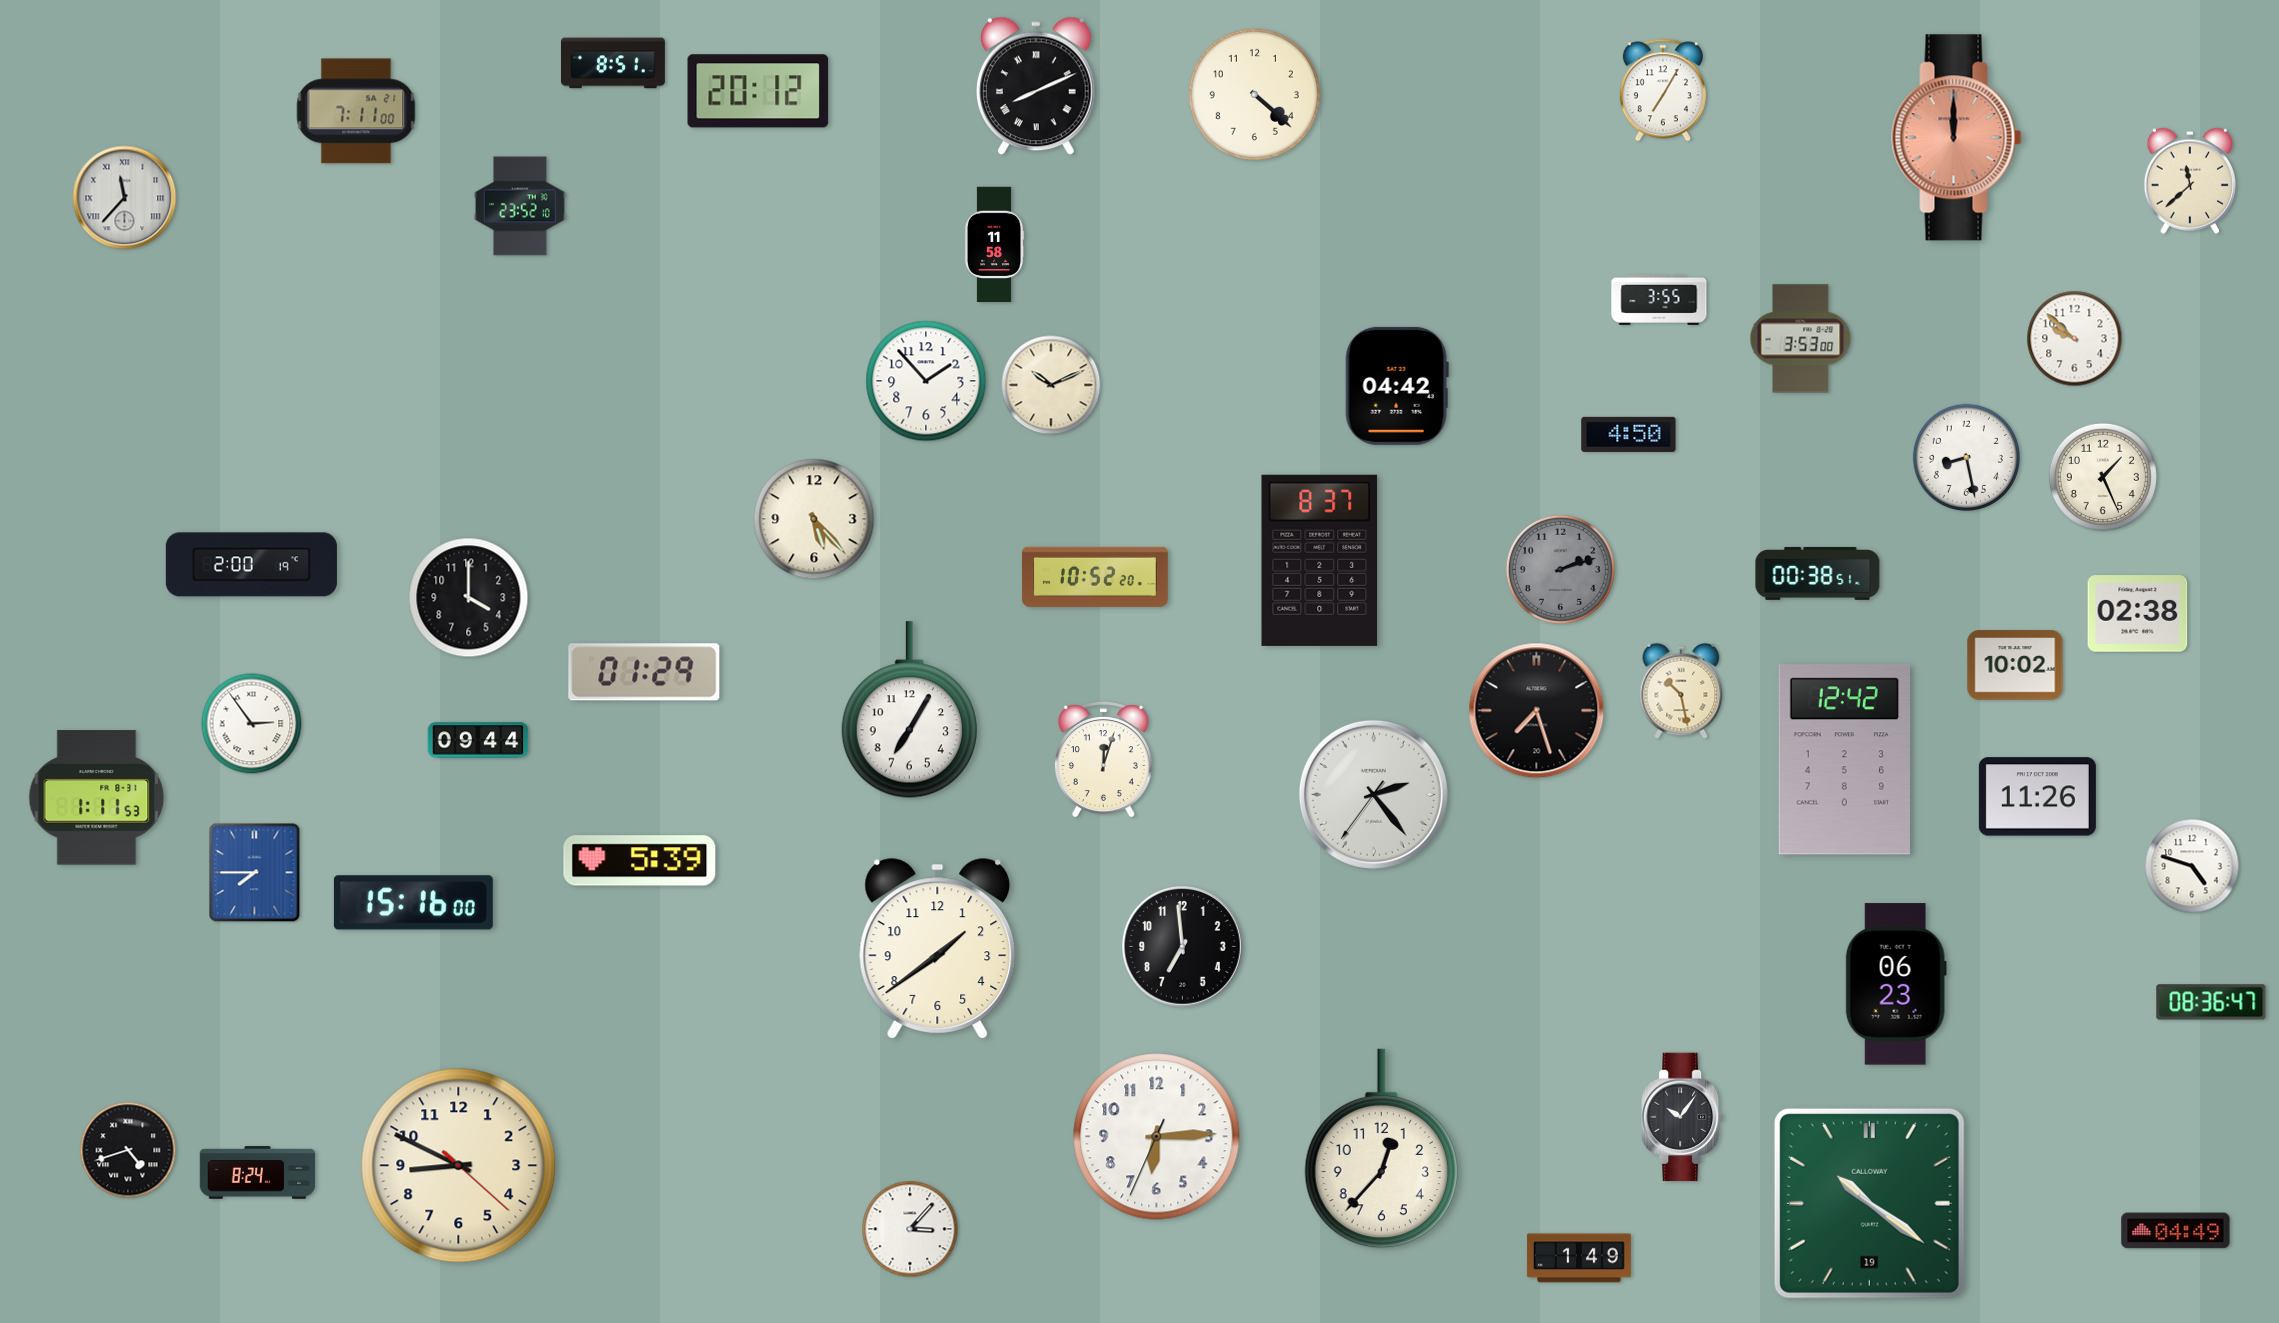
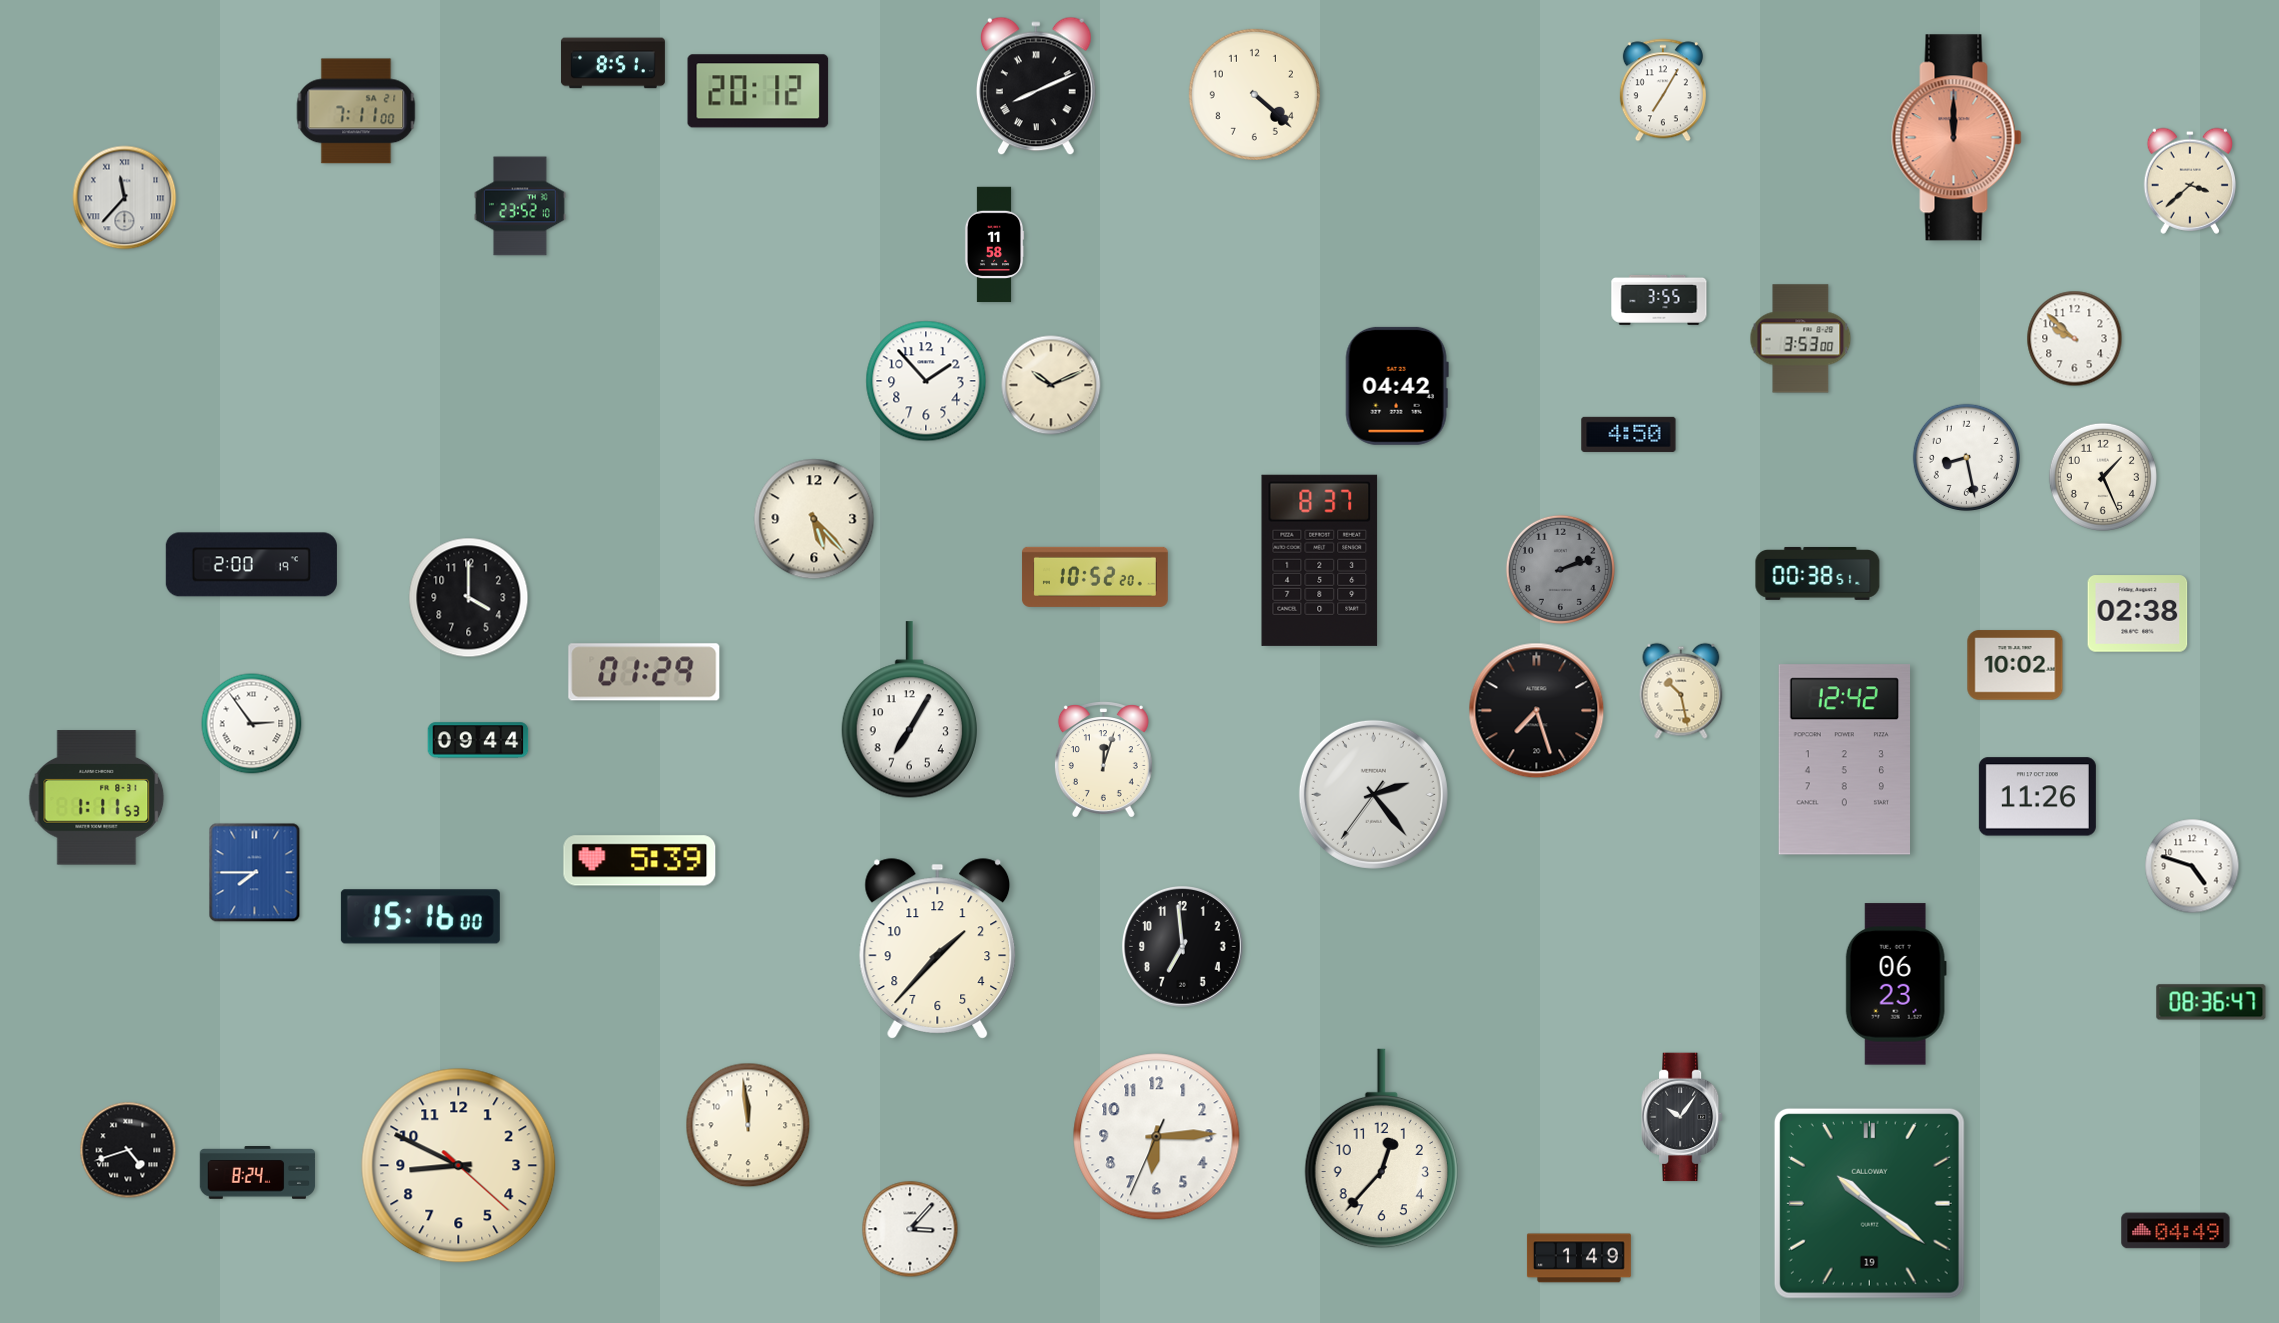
clock at (2190, 181): 11:38 -> 3:38
clock at (413, 903) position: (413, 903) -> (420, 917)
clock at (938, 949): 1:39 -> 1:37
clock at (748, 1125): none -> 11:59
